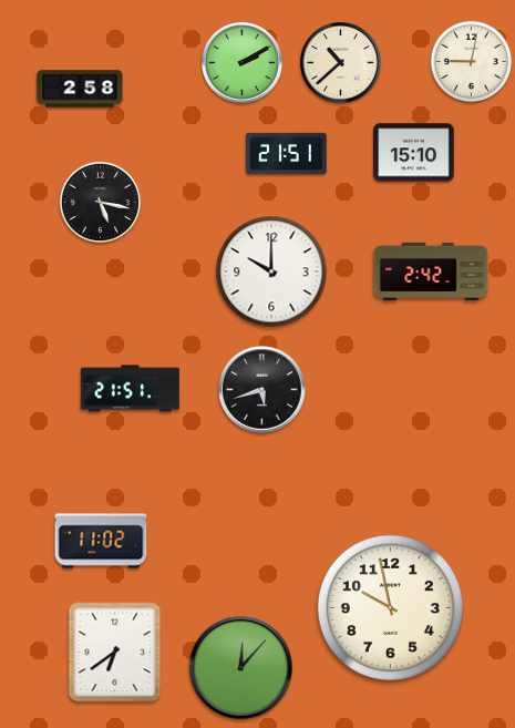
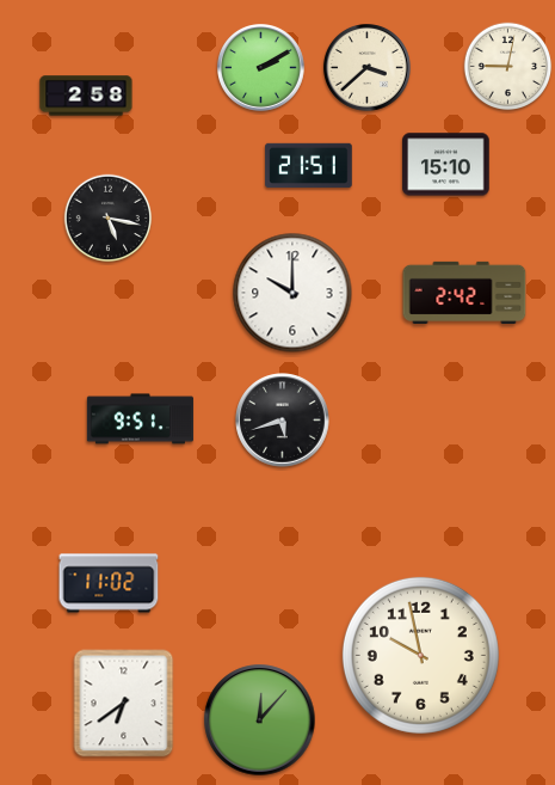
clock at (341, 63): 10:38 -> 3:38
clock at (130, 389): 21:51 -> 9:51
